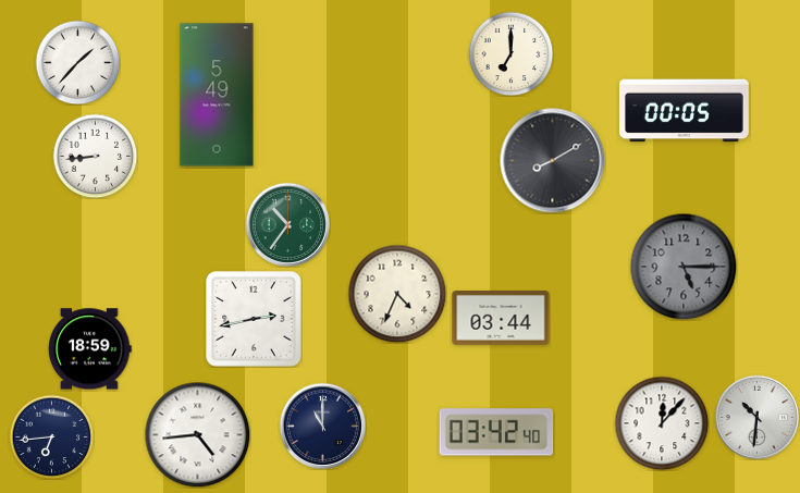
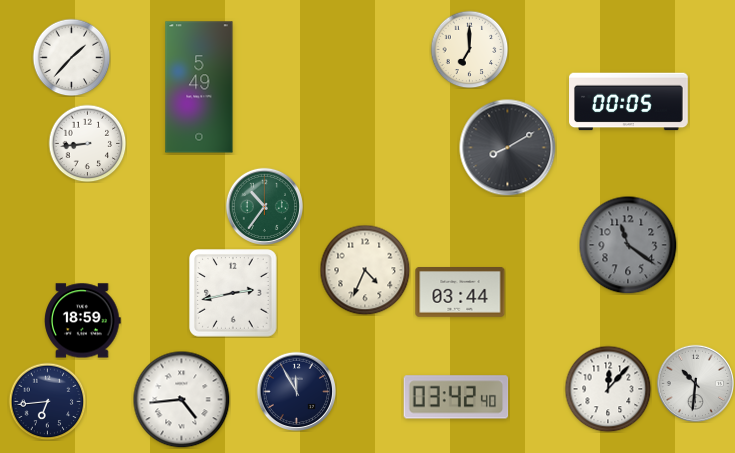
clock at (684, 267): 5:15 -> 11:21
clock at (322, 426): 11:00 -> 11:55
